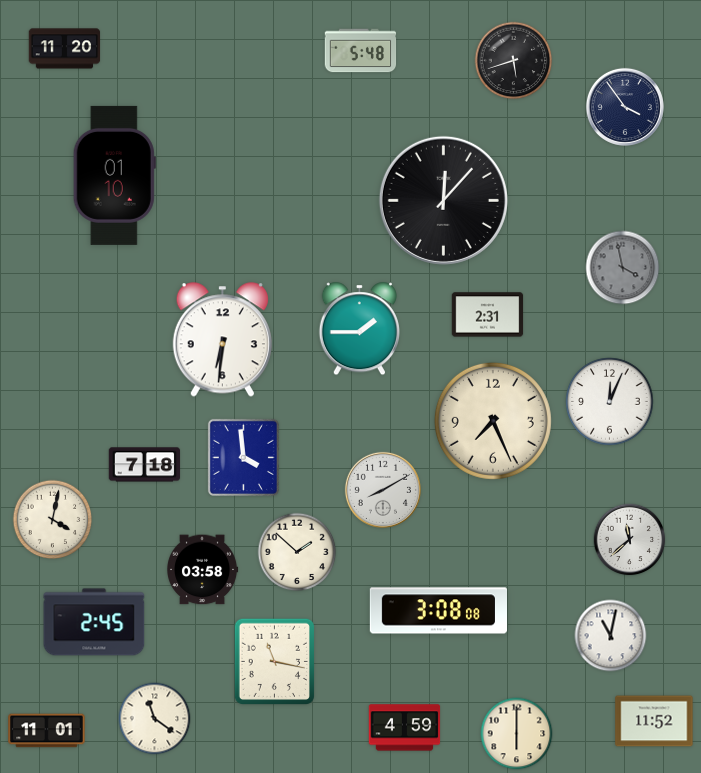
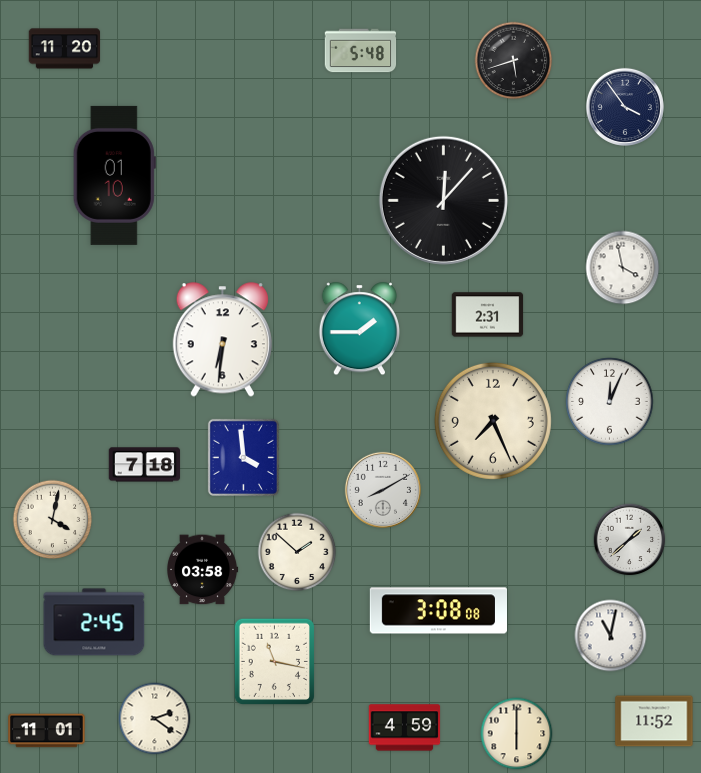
clock at (623, 268) dial: grey -> white
clock at (630, 540): 11:38 -> 1:38
clock at (155, 719): 11:21 -> 2:21
